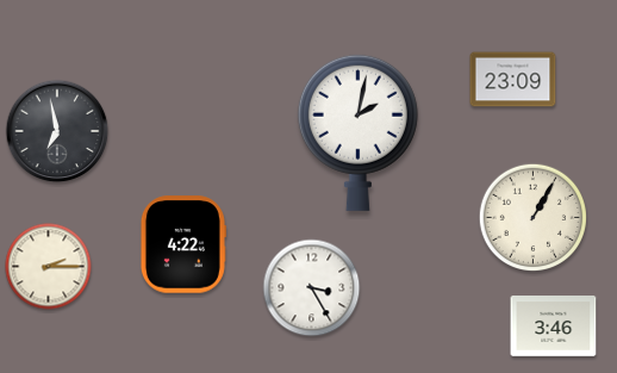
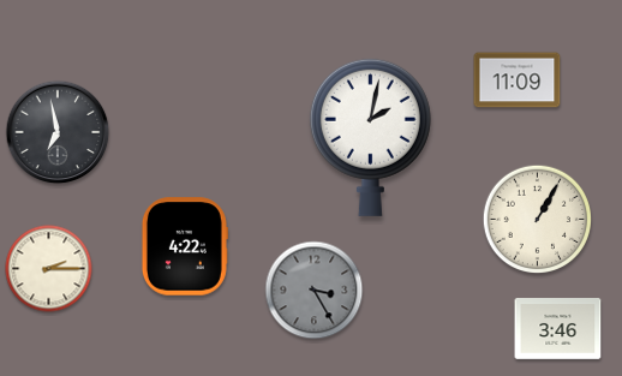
clock at (513, 80): 23:09 -> 11:09
clock at (357, 132) position: (357, 132) -> (370, 137)
clock at (312, 288) dial: white -> grey
